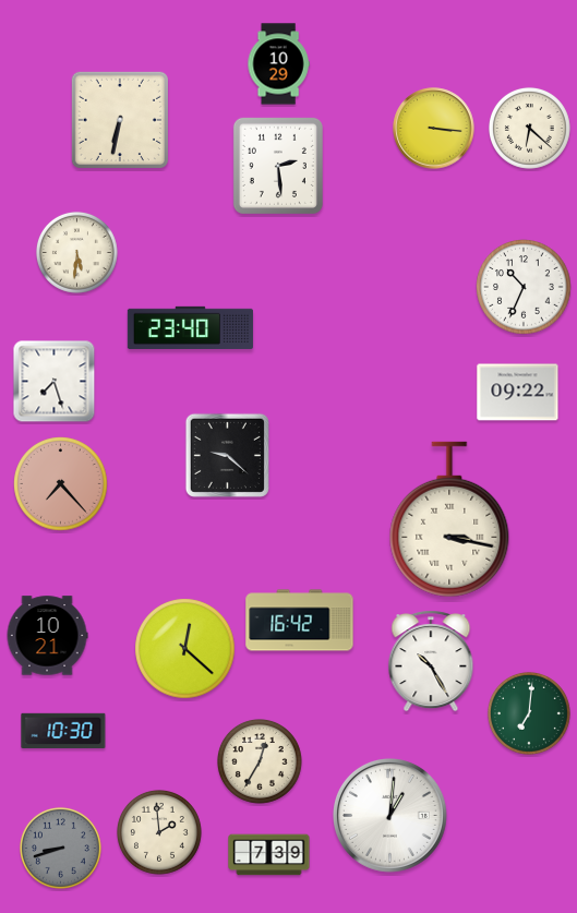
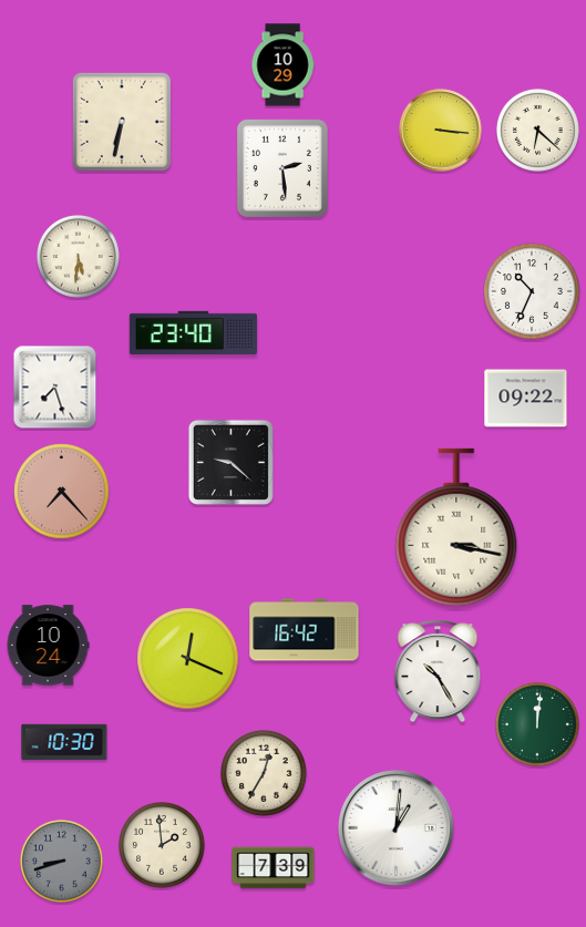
clock at (47, 636): 10:21 -> 10:24
clock at (185, 649): 12:22 -> 12:19
clock at (529, 713): 7:01 -> 12:01
